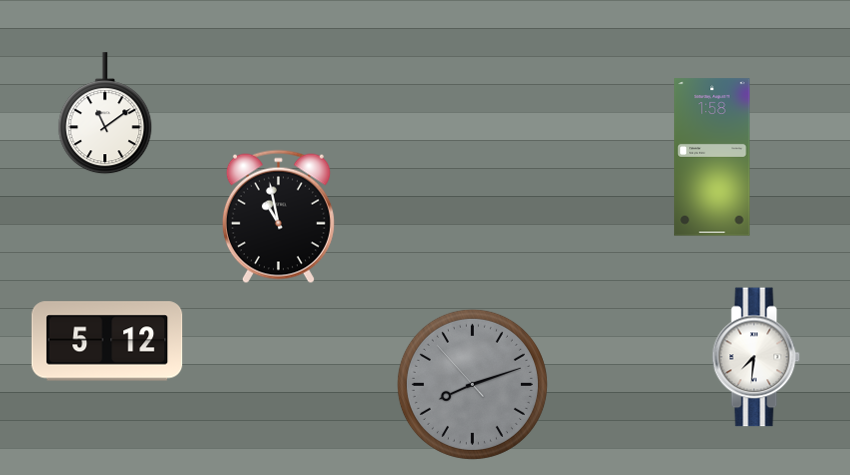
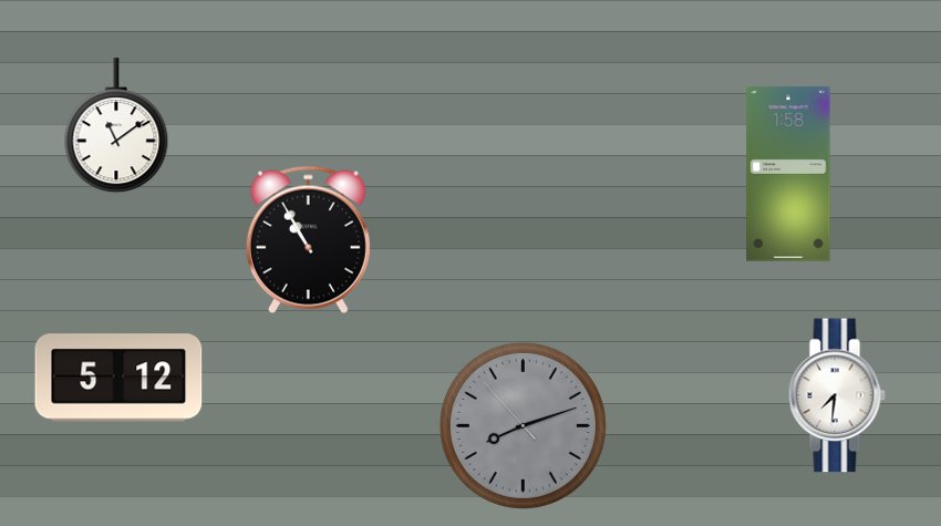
clock at (278, 217): 10:58 -> 10:55
